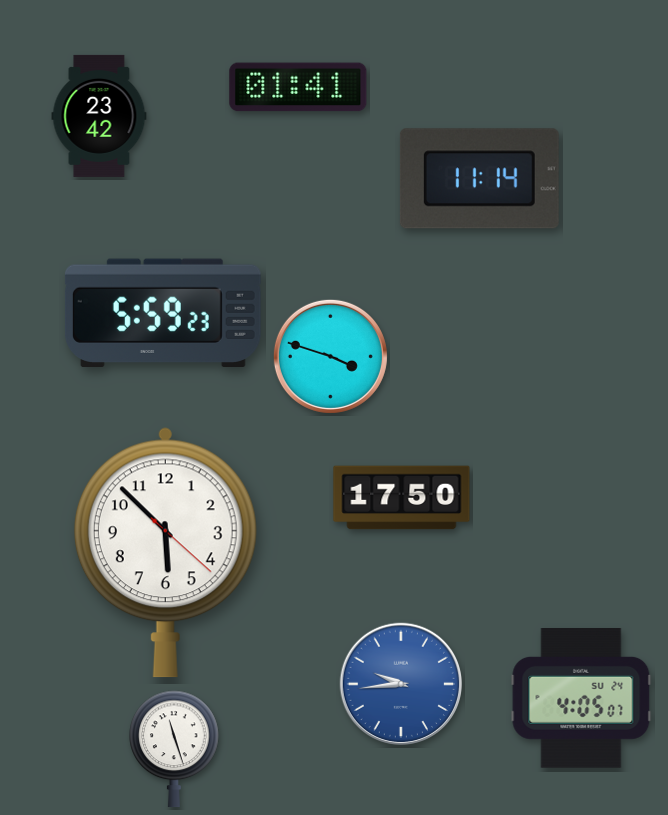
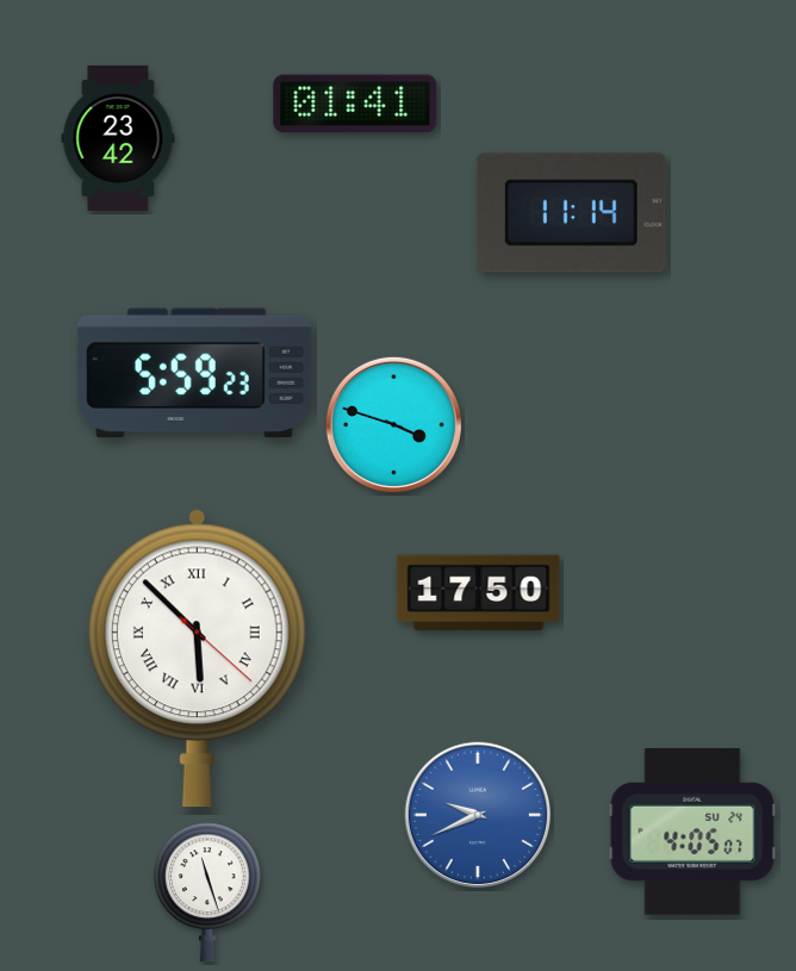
clock at (165, 552) numerals: Arabic -> Roman
clock at (400, 683): 9:44 -> 9:41
